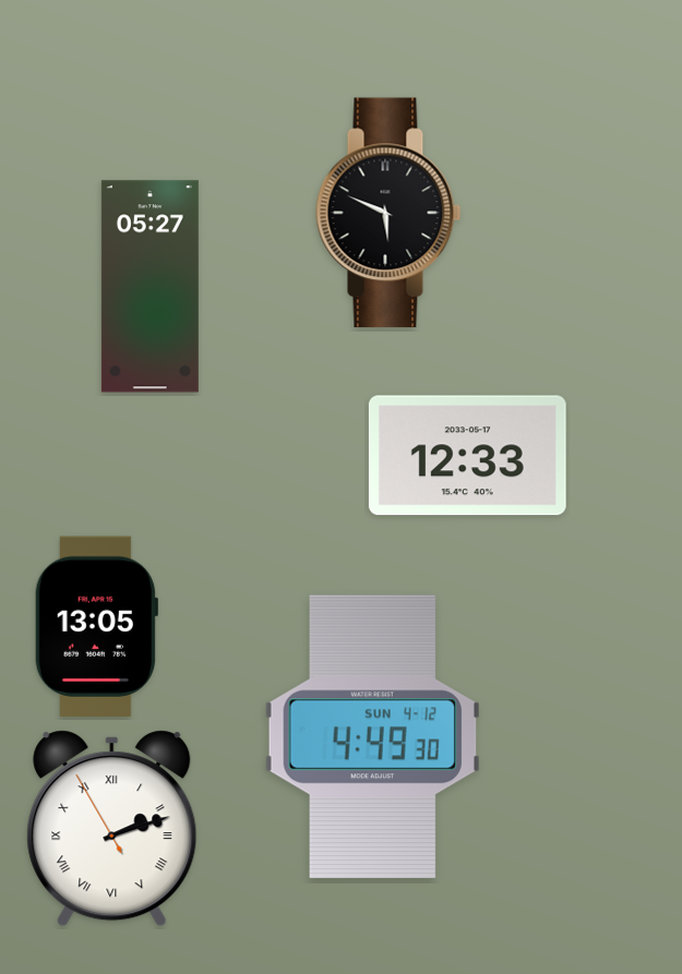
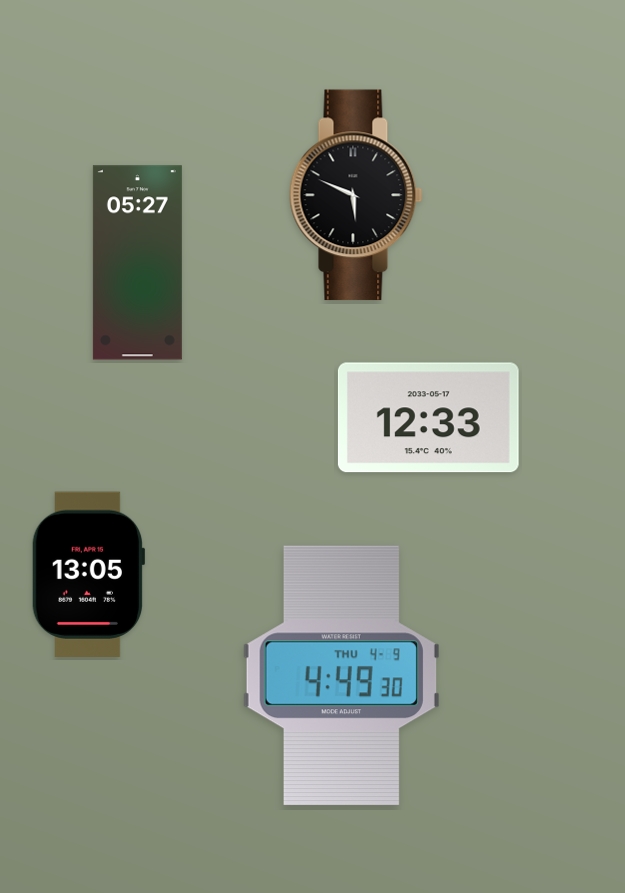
clock at (372, 737) date: SUN 4-12 -> THU 4-9
clock at (112, 829): 2:11 -> none
